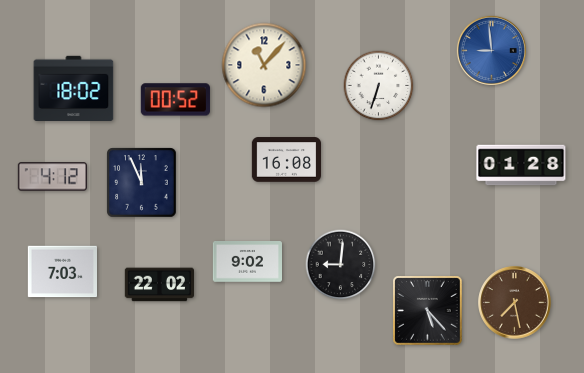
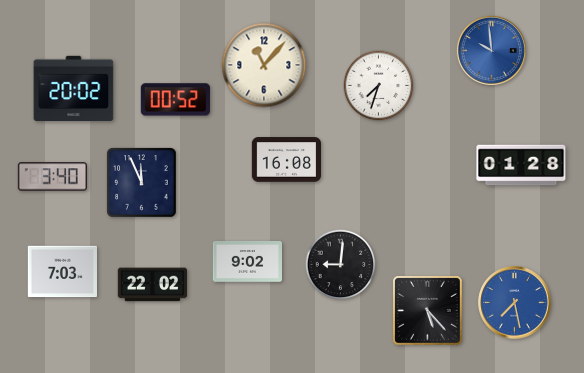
clock at (491, 50): 8:59 -> 9:59
clock at (379, 86): 6:33 -> 7:33
clock at (74, 88): 18:02 -> 20:02
clock at (52, 177): 4:12 -> 3:40
clock at (159, 285) position: (159, 285) -> (152, 285)
clock at (515, 303) dial: brown -> blue
